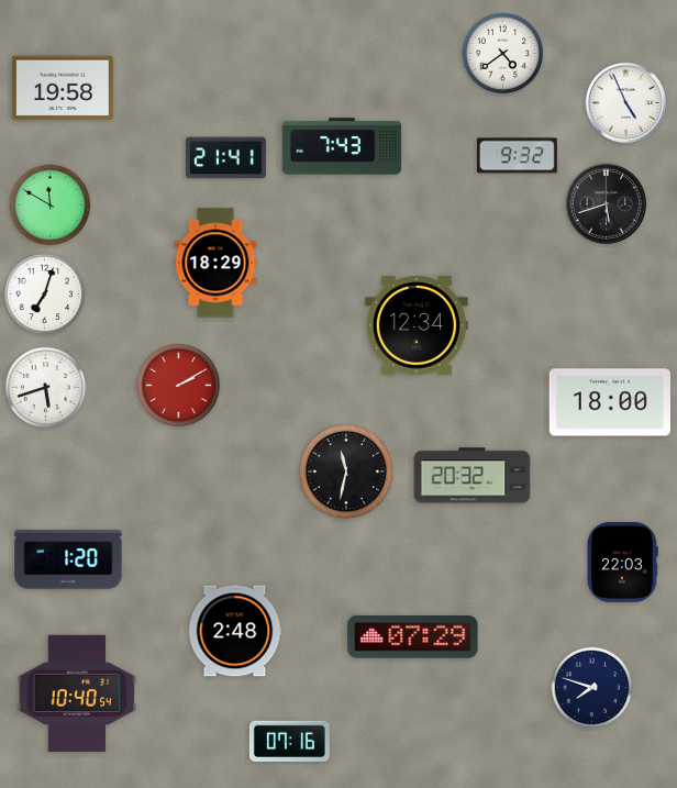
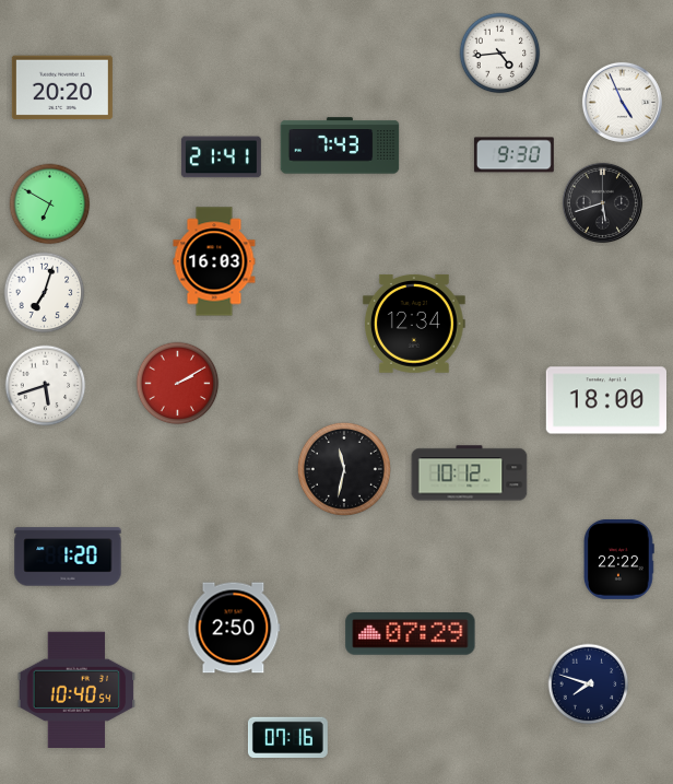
clock at (503, 54): 4:39 -> 4:44
clock at (63, 88): 19:58 -> 20:20
clock at (517, 156): 9:32 -> 9:30
clock at (225, 158) position: (225, 158) -> (221, 157)
clock at (51, 206): 11:50 -> 6:50
clock at (215, 263): 18:29 -> 16:03
clock at (473, 476): 20:32 -> 10:12
clock at (623, 562): 22:03 -> 22:22
clock at (235, 631): 2:48 -> 2:50
